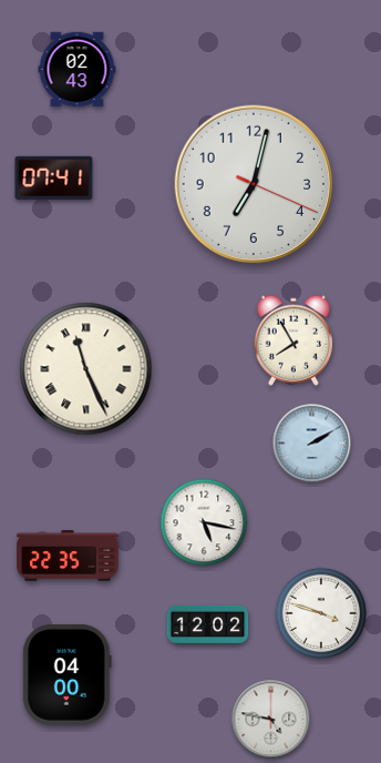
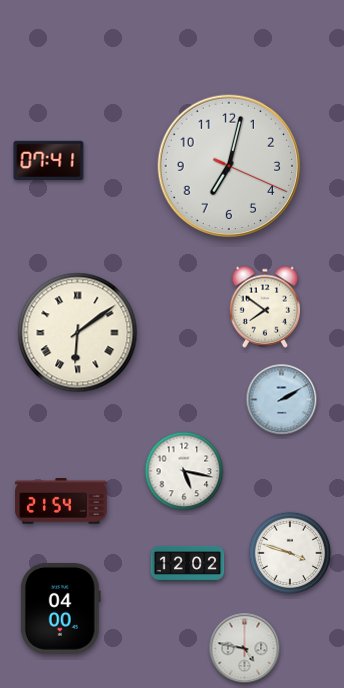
clock at (78, 70): 02:43 -> none
clock at (292, 340): 7:55 -> 7:51
clock at (86, 369): 11:26 -> 6:09
clock at (68, 556): 22:35 -> 21:54
